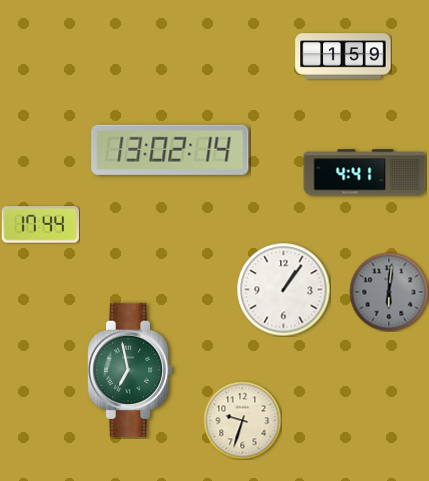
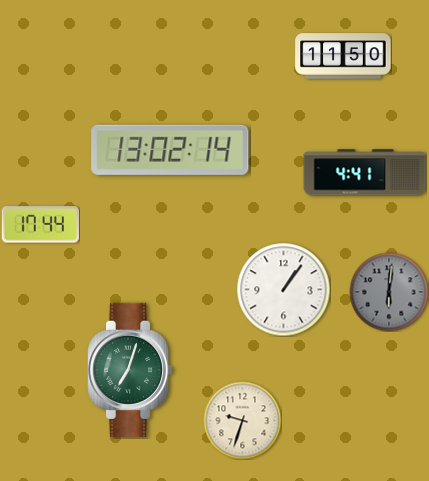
clock at (343, 56): 1:59 -> 11:50
clock at (131, 370): 6:58 -> 7:03
